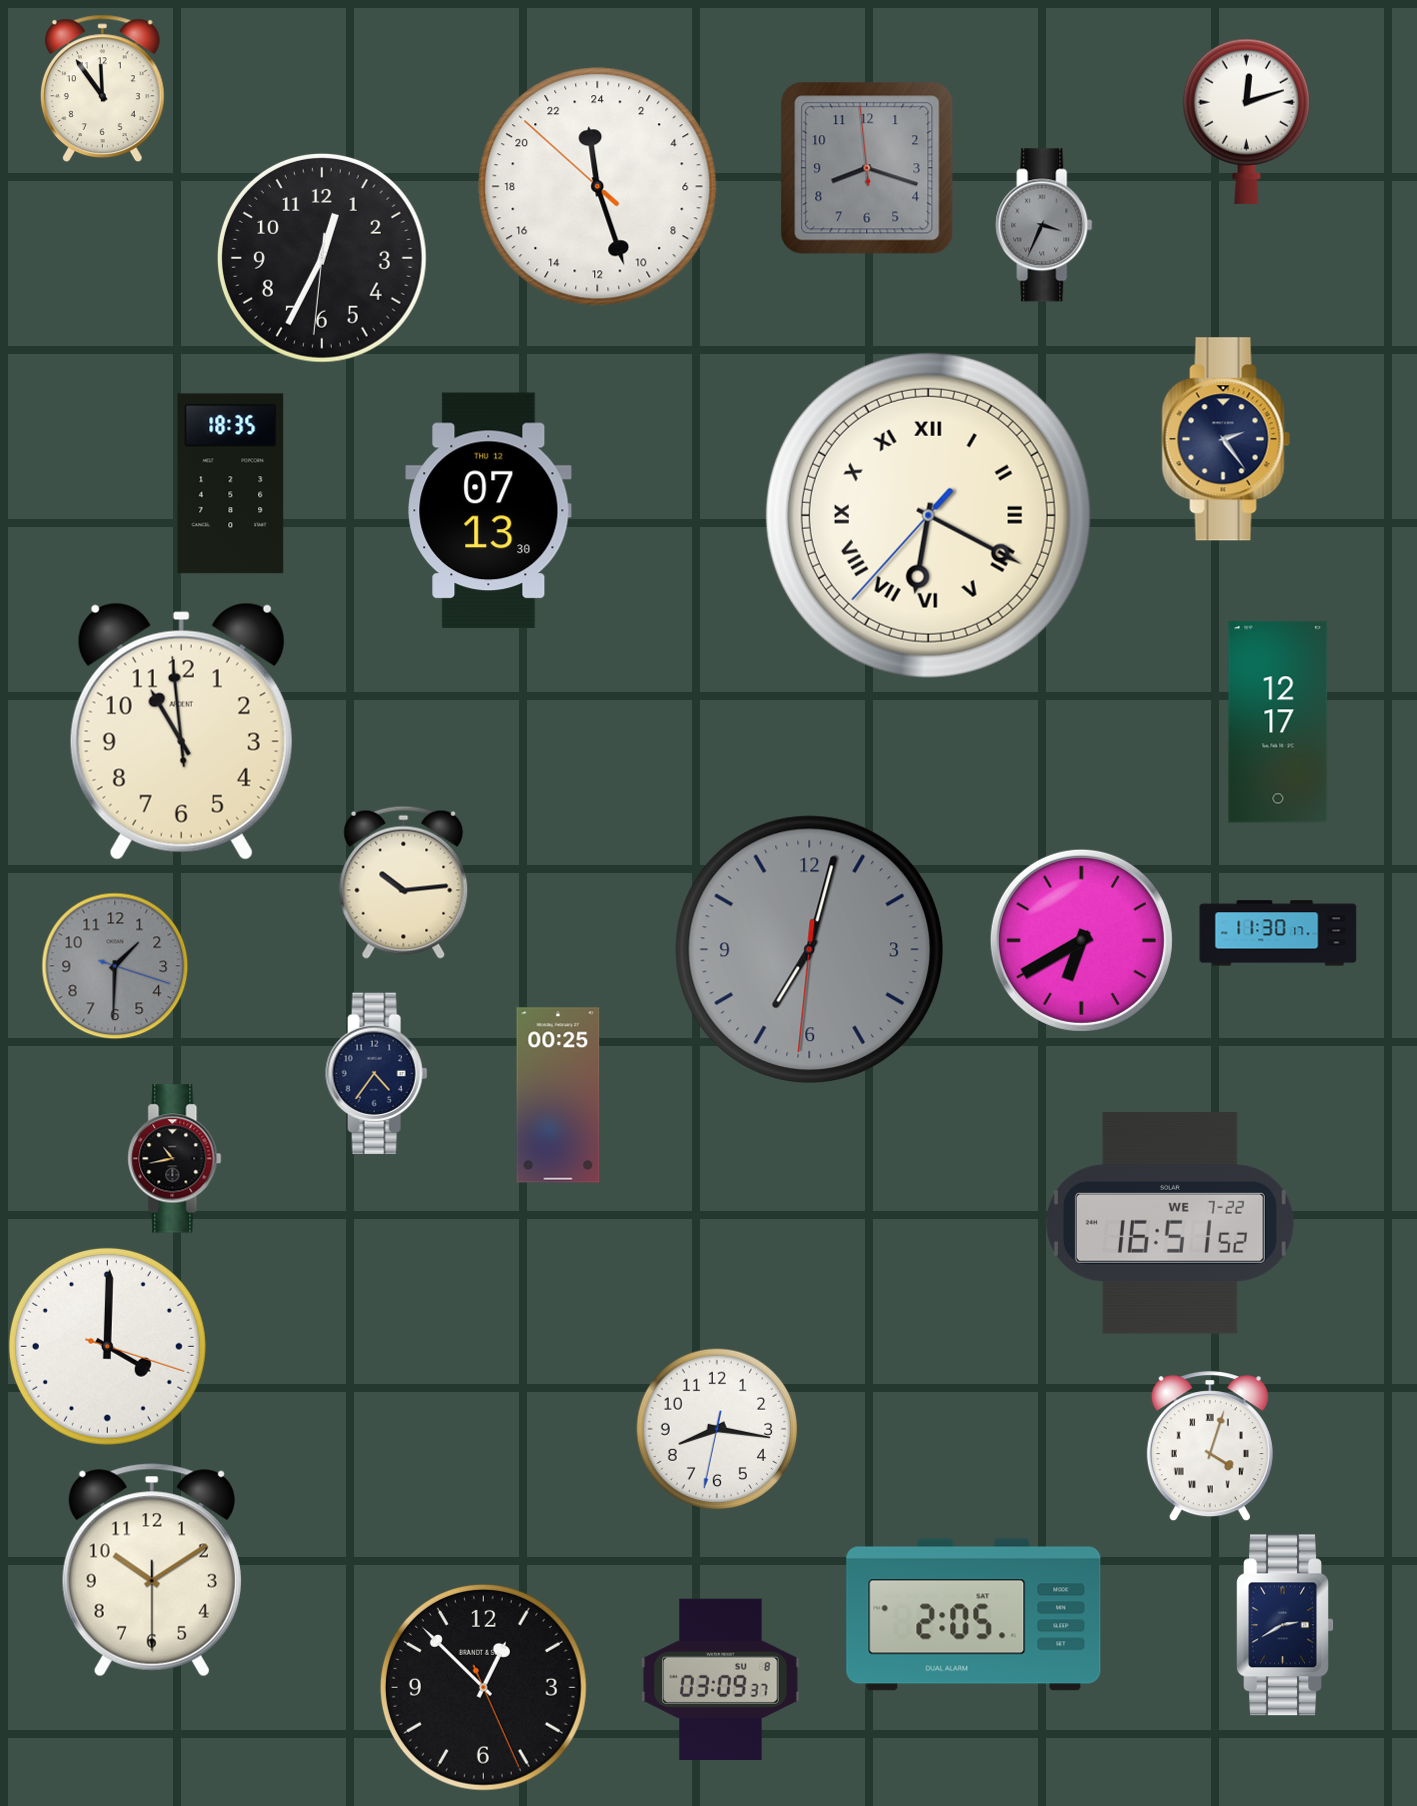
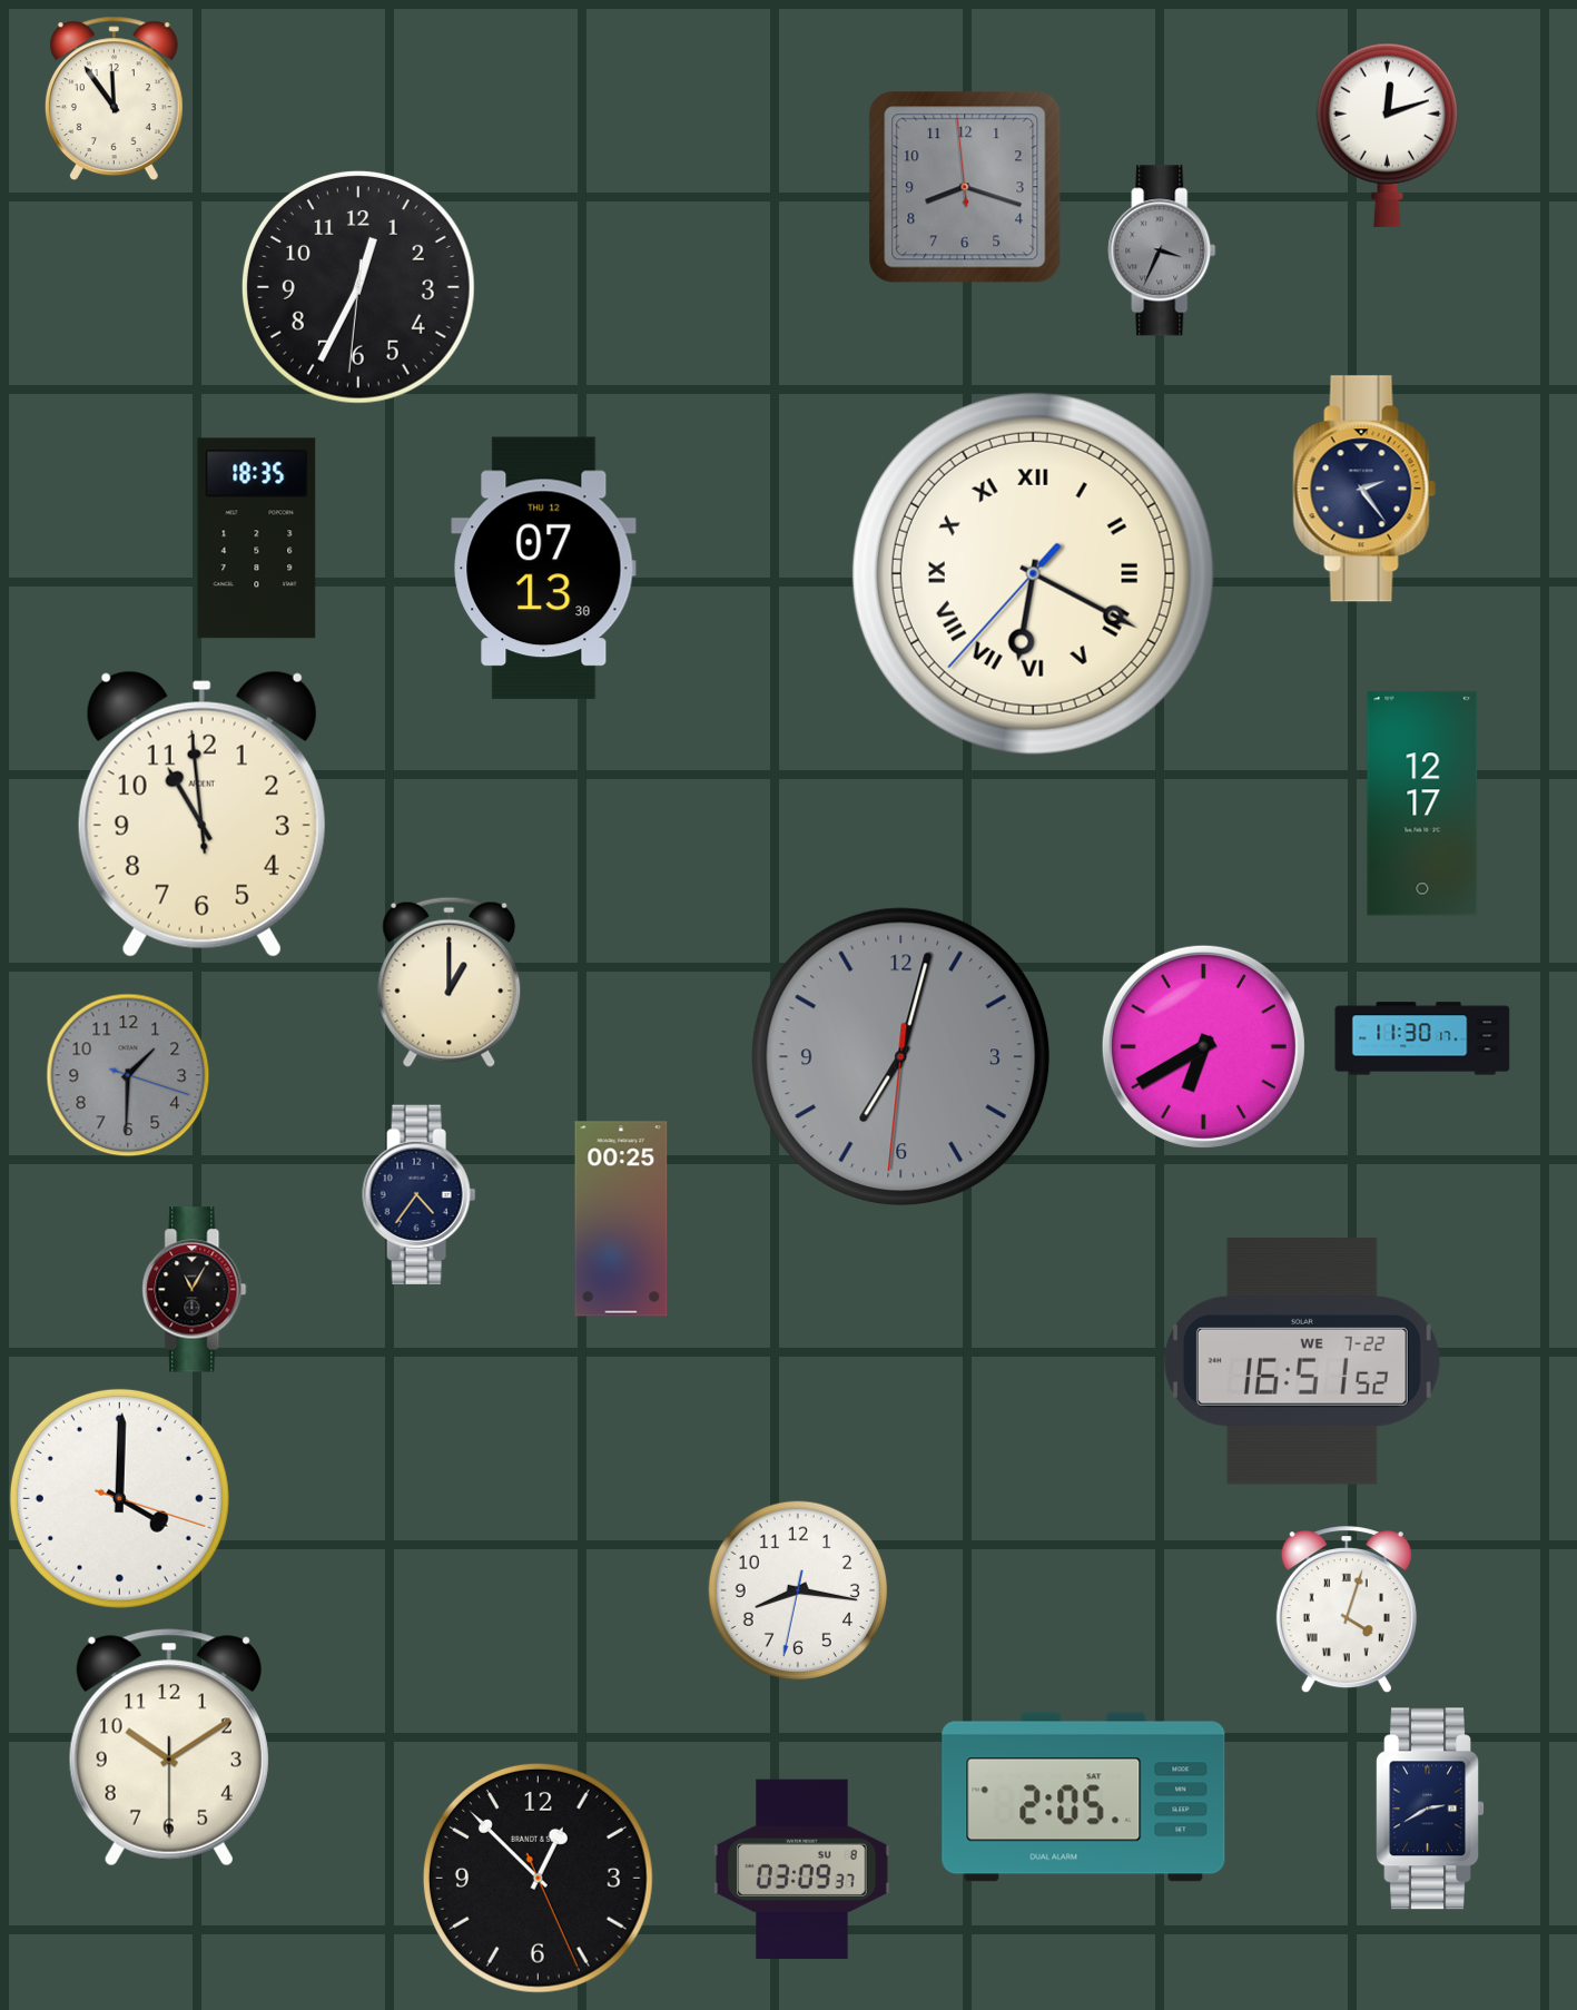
clock at (598, 187): 23:26 -> none
clock at (404, 882): 10:14 -> 1:00
clock at (175, 1159): 10:43 -> 11:05
